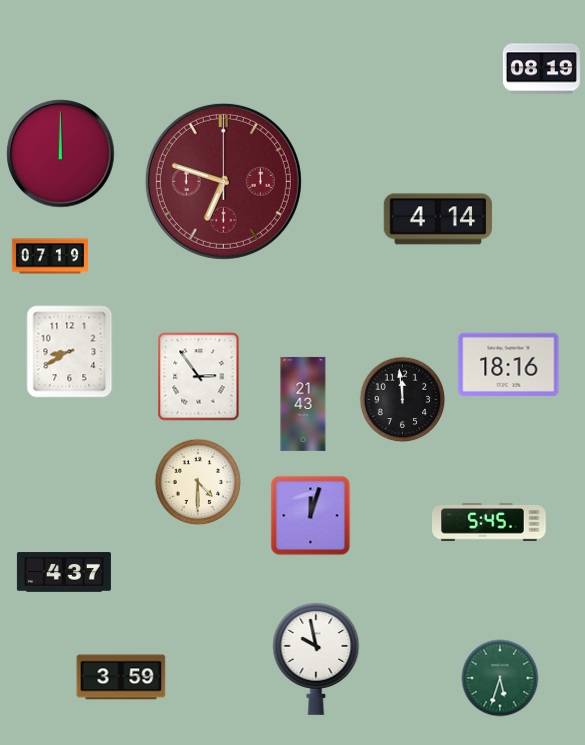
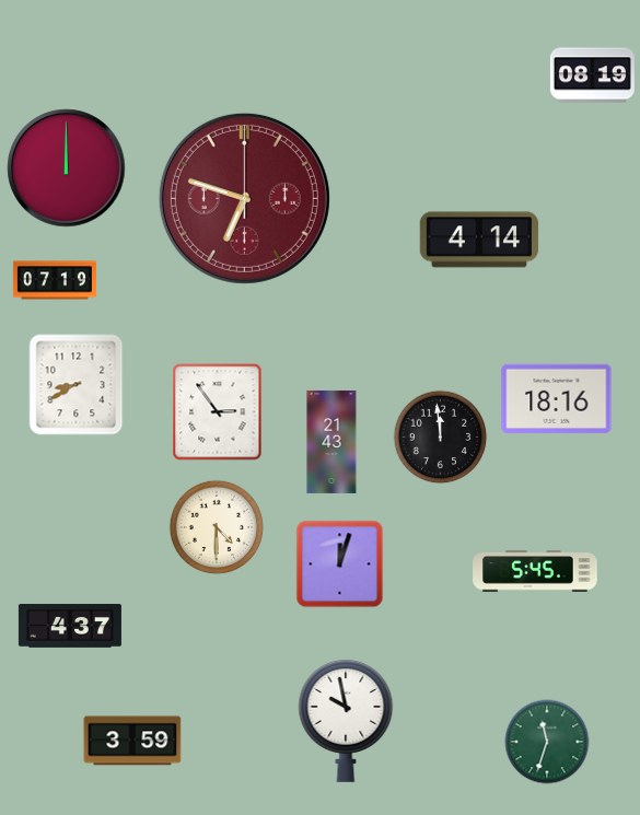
clock at (500, 678): 5:33 -> 11:33
